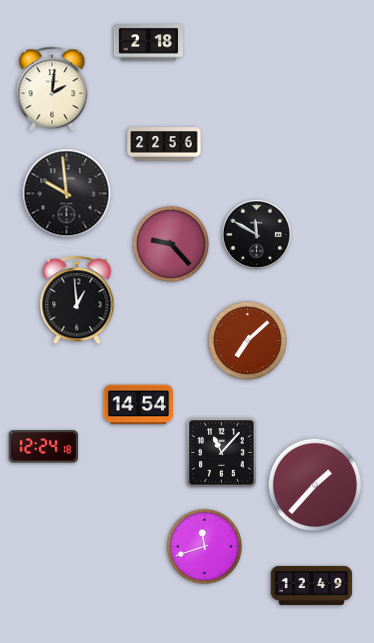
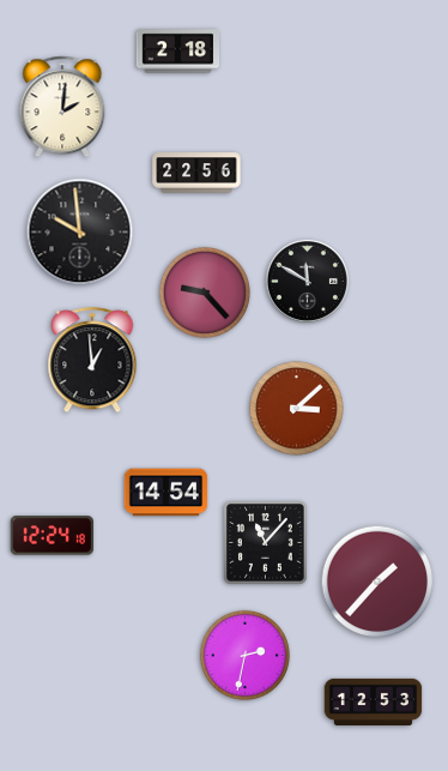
clock at (248, 341): 7:08 -> 3:08
clock at (139, 405) position: (139, 405) -> (167, 493)
clock at (204, 546): 11:42 -> 2:32
clock at (312, 585): 12:49 -> 12:53
